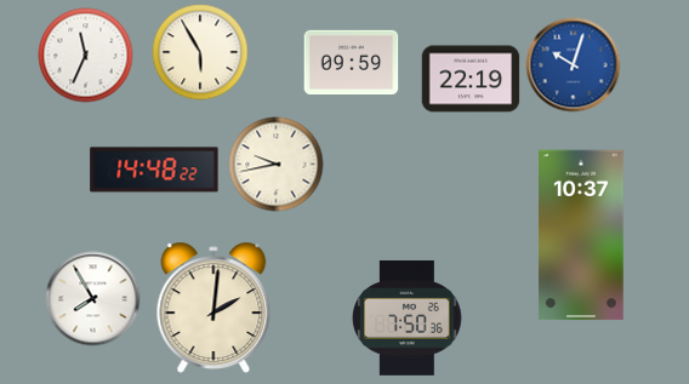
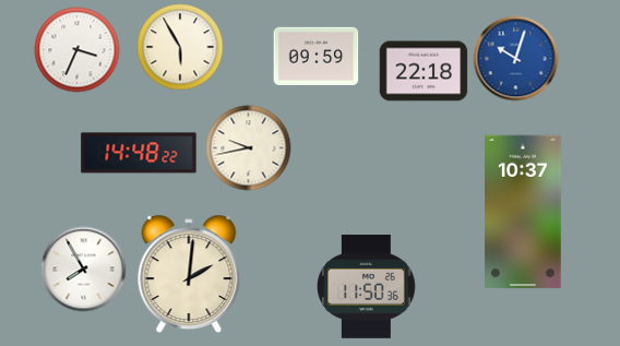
clock at (85, 55): 11:34 -> 3:34
clock at (471, 79): 22:19 -> 22:18
clock at (213, 308) position: (213, 308) -> (189, 274)
clock at (408, 317): 7:50 -> 11:50
